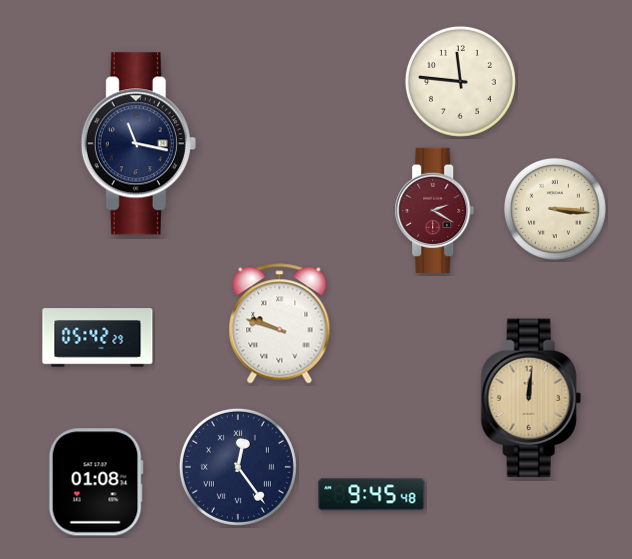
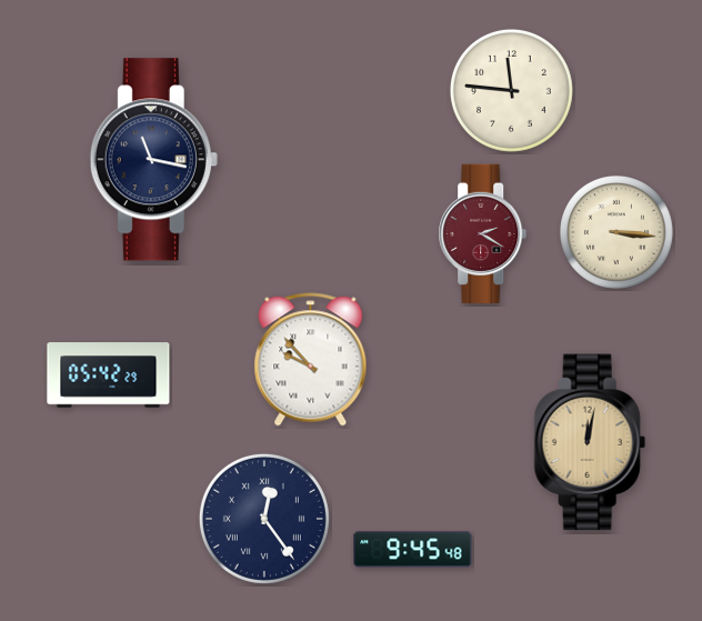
clock at (280, 324): 9:48 -> 9:53
clock at (531, 398): 12:01 -> 12:02
clock at (96, 482): 01:08 -> none
